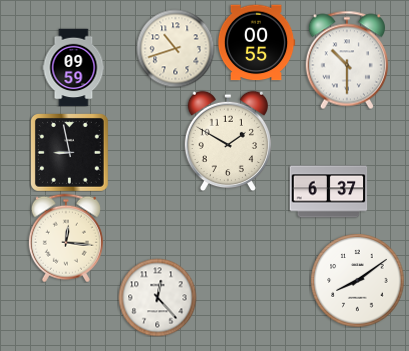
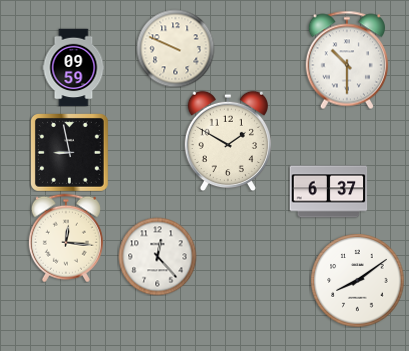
clock at (256, 43): 00:55 -> none
clock at (175, 48): 10:42 -> 9:49
clock at (157, 297) position: (157, 297) -> (157, 256)
